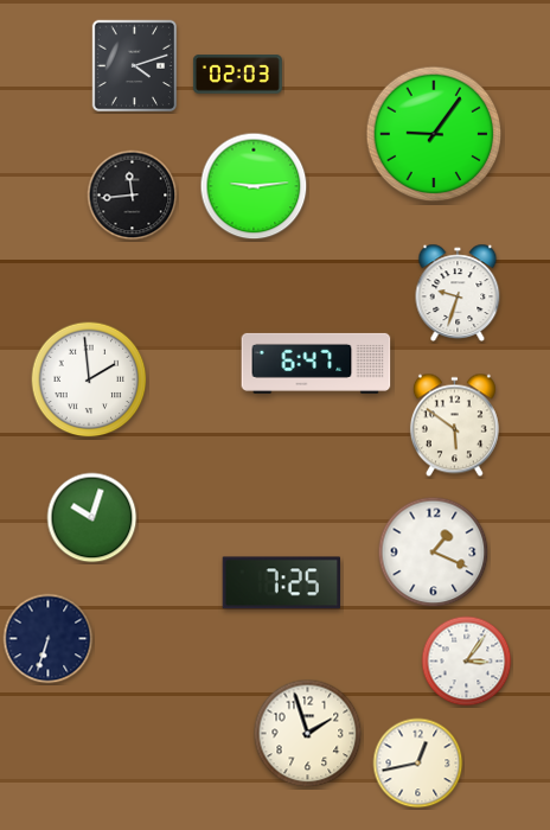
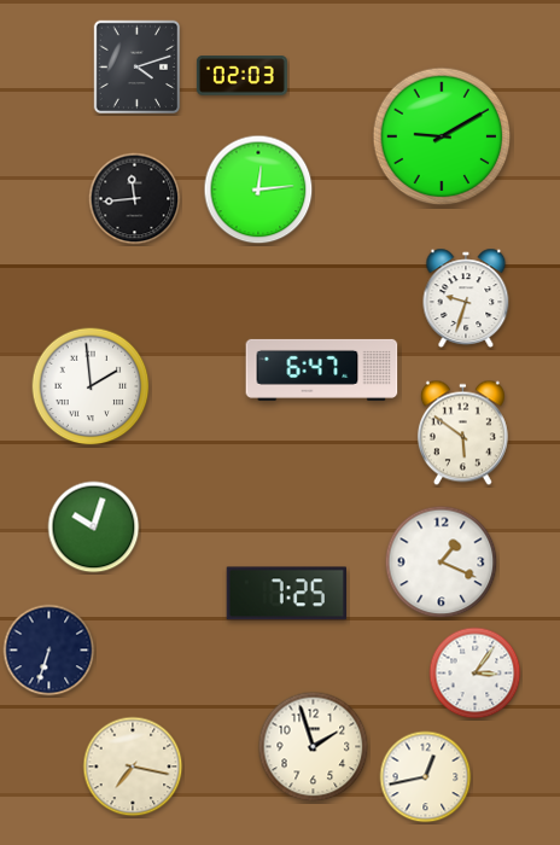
clock at (434, 134): 9:06 -> 9:10
clock at (254, 186): 9:14 -> 12:14
clock at (133, 767): none -> 7:17
